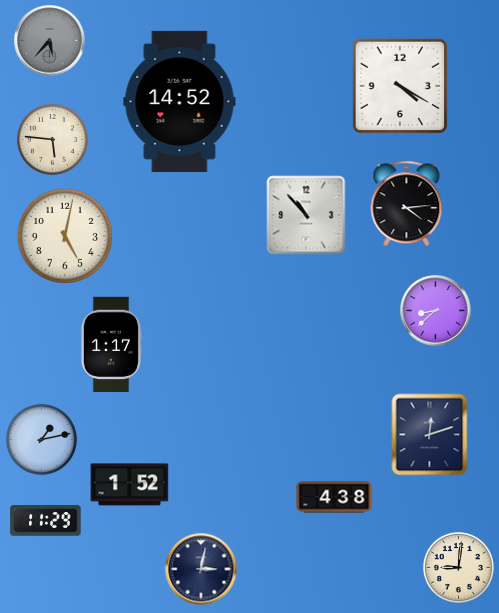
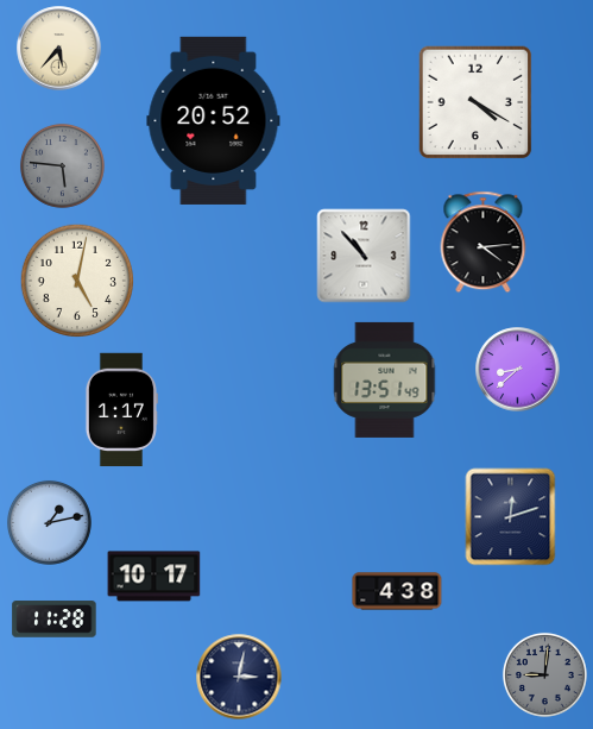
clock at (50, 41) dial: grey -> cream
clock at (180, 101): 14:52 -> 20:52
clock at (52, 139) dial: cream -> grey
clock at (385, 379): none -> 13:51
clock at (111, 345) position: (111, 345) -> (121, 410)
clock at (130, 485): 1:52 -> 10:17
clock at (46, 521): 11:29 -> 11:28
clock at (458, 567) dial: cream -> grey
